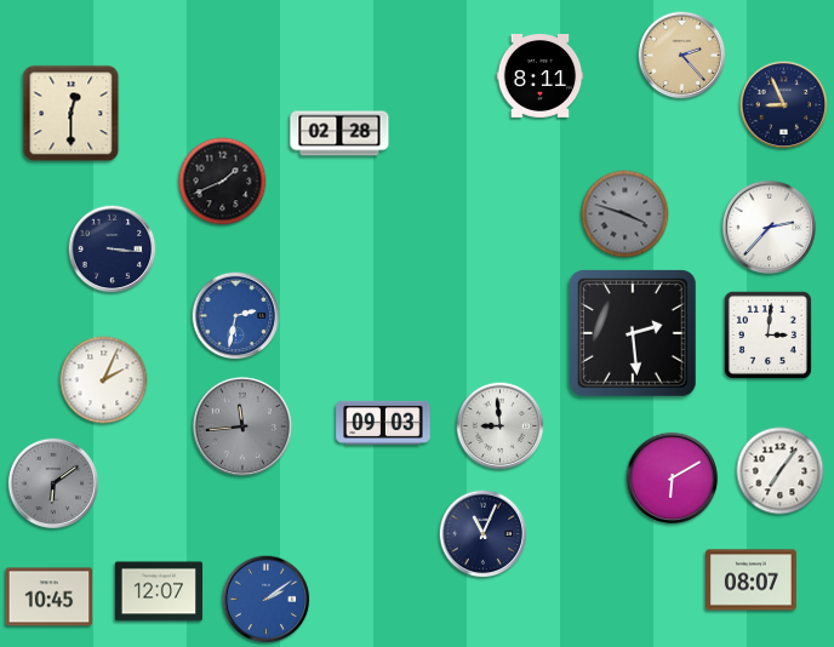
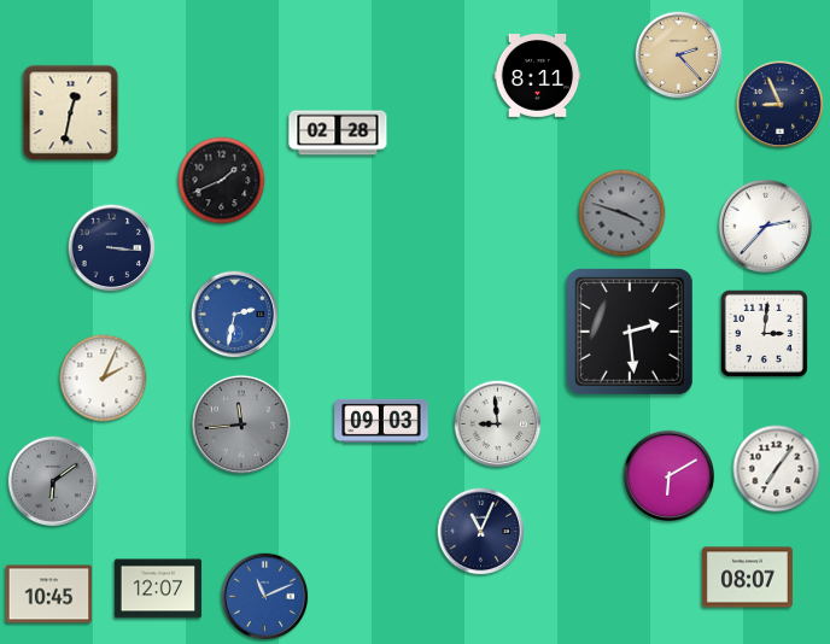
clock at (72, 114): 12:30 -> 12:32
clock at (267, 600): 2:09 -> 11:11
